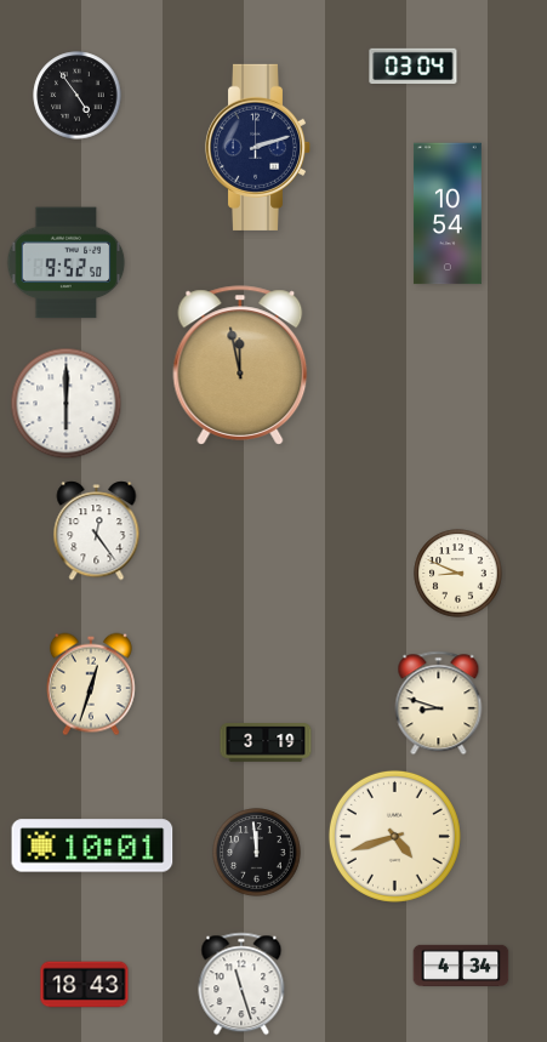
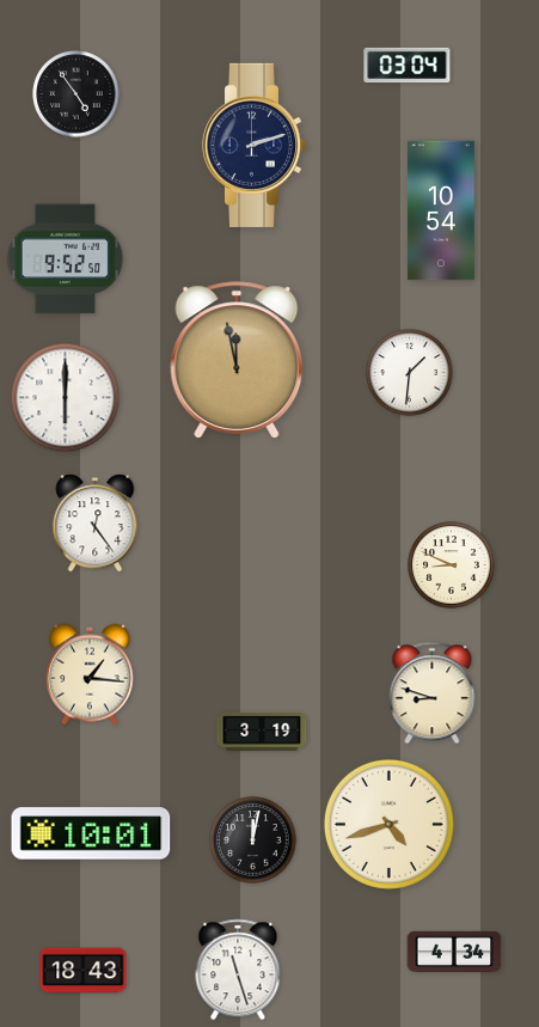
clock at (410, 373): none -> 1:31
clock at (91, 684): 12:33 -> 1:16
clock at (257, 853): 11:59 -> 12:02
